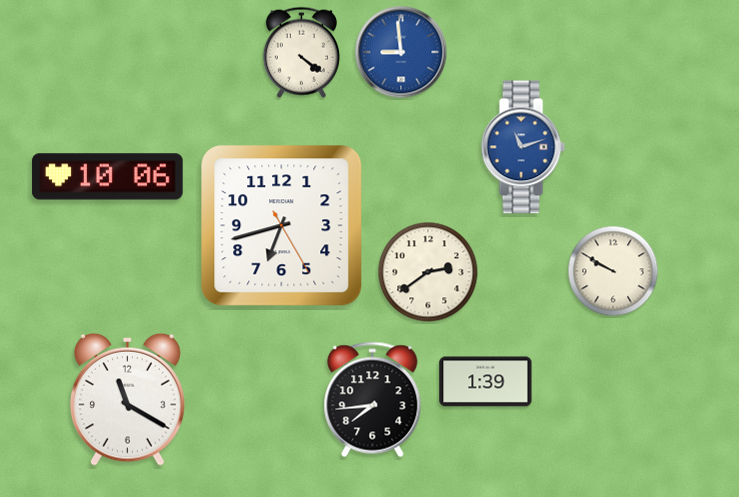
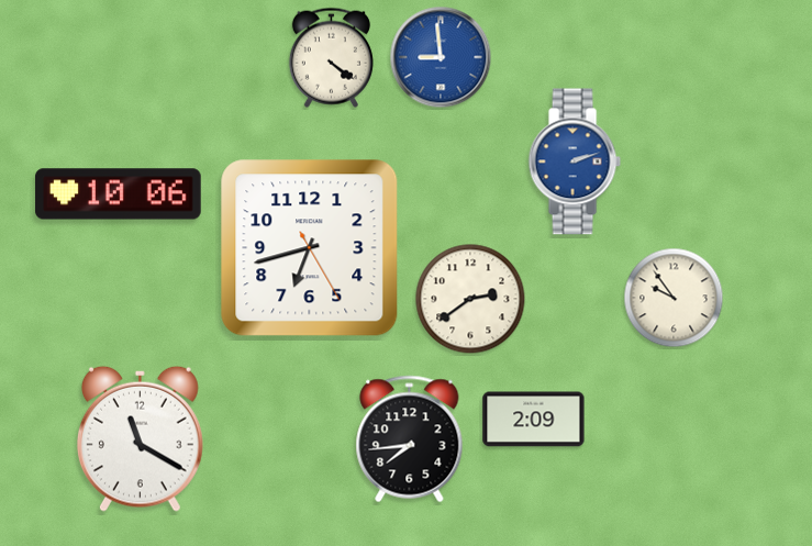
clock at (523, 147): 11:12 -> 2:12
clock at (613, 271): 9:50 -> 9:54
clock at (486, 382): 1:39 -> 2:09
